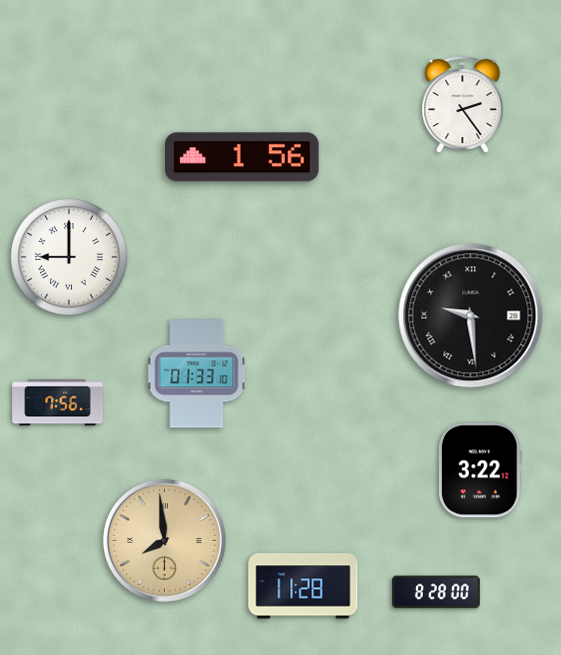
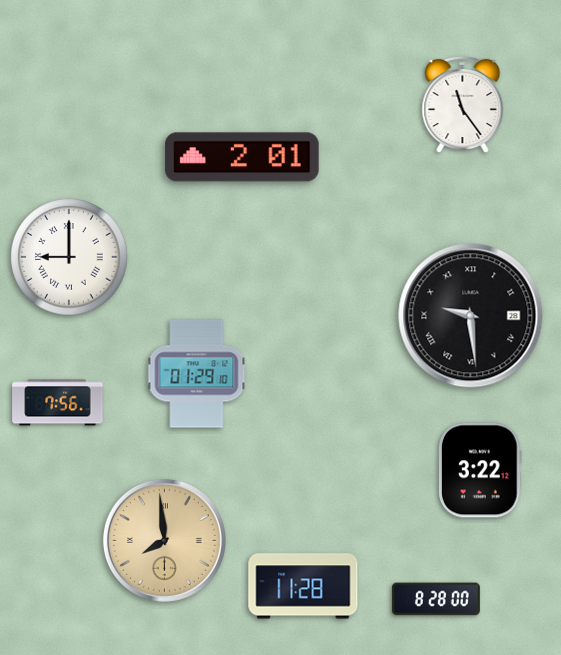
clock at (463, 105): 2:24 -> 11:24
clock at (242, 157): 1:56 -> 2:01
clock at (197, 374): 01:33 -> 01:29
clock at (436, 592) position: (436, 592) -> (436, 599)
